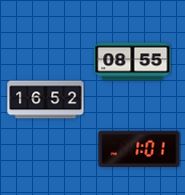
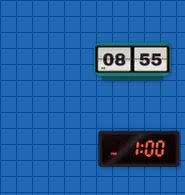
clock at (46, 100): 16:52 -> none
clock at (139, 149): 1:01 -> 1:00
